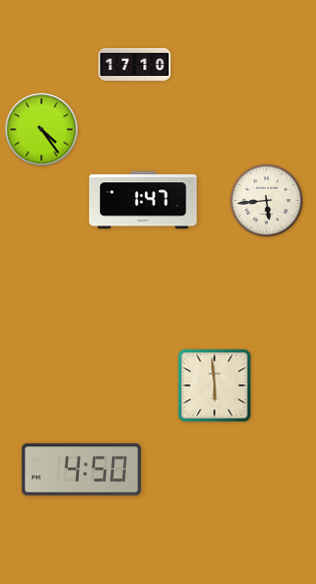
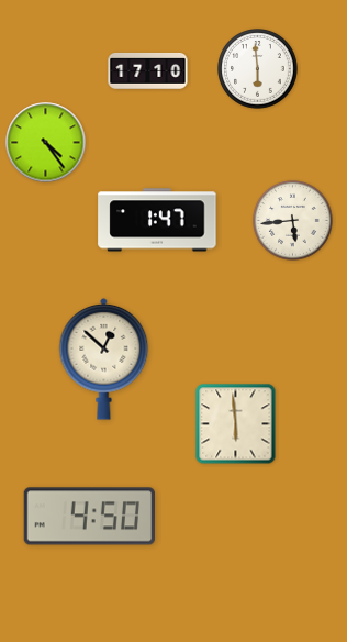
clock at (258, 69): none -> 5:59
clock at (104, 358): none -> 12:52
